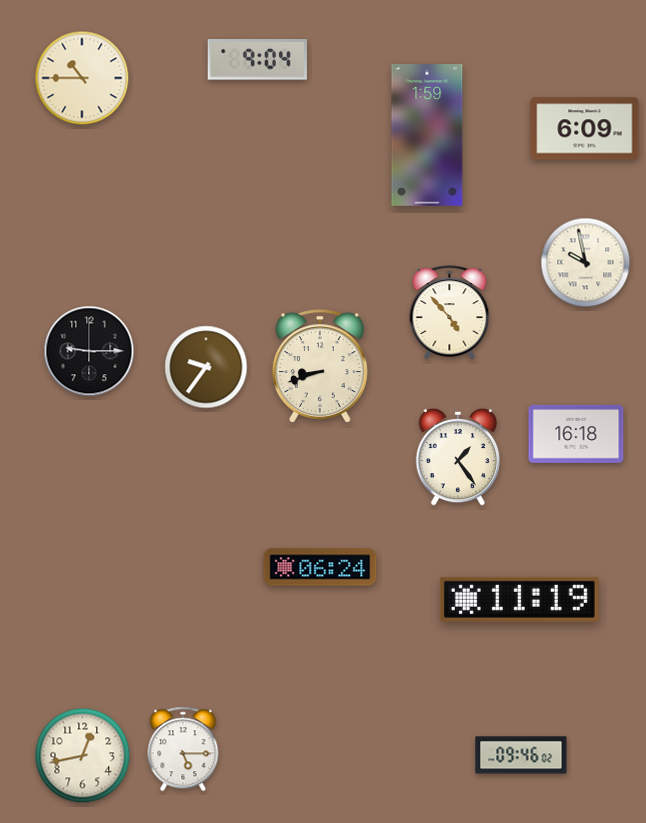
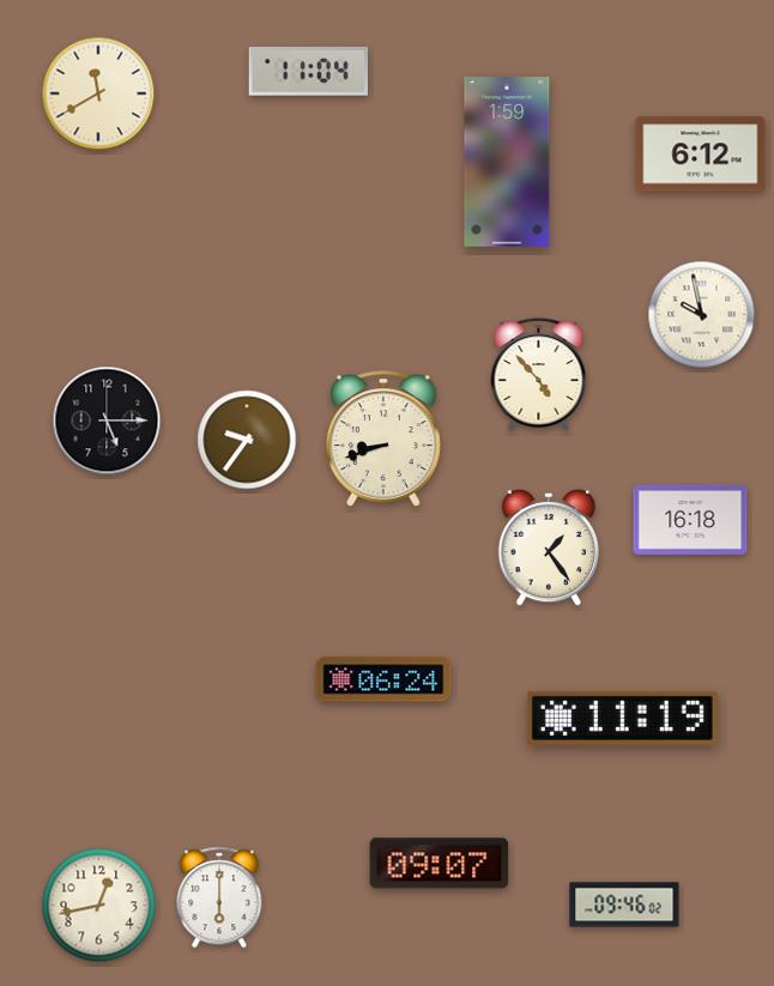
clock at (257, 60): 9:04 -> 11:04
clock at (82, 78): 10:45 -> 11:40
clock at (585, 129): 6:09 -> 6:12
clock at (427, 135) position: (427, 135) -> (507, 162)
clock at (89, 351): 9:15 -> 5:15
clock at (440, 864): none -> 09:07
clock at (183, 749): 5:15 -> 6:00
